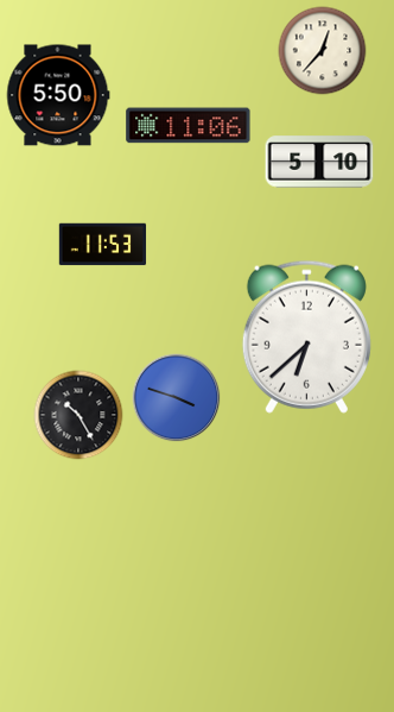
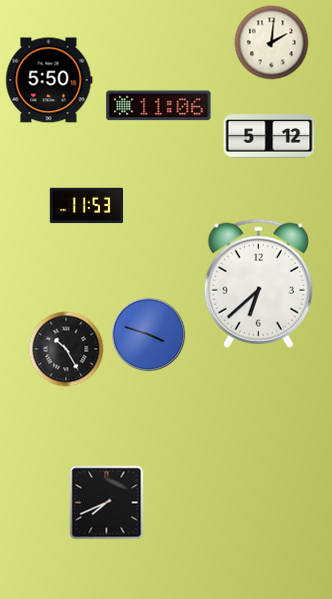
clock at (323, 51): 12:37 -> 2:01
clock at (319, 162): 5:10 -> 5:12
clock at (107, 503): none -> 7:41
